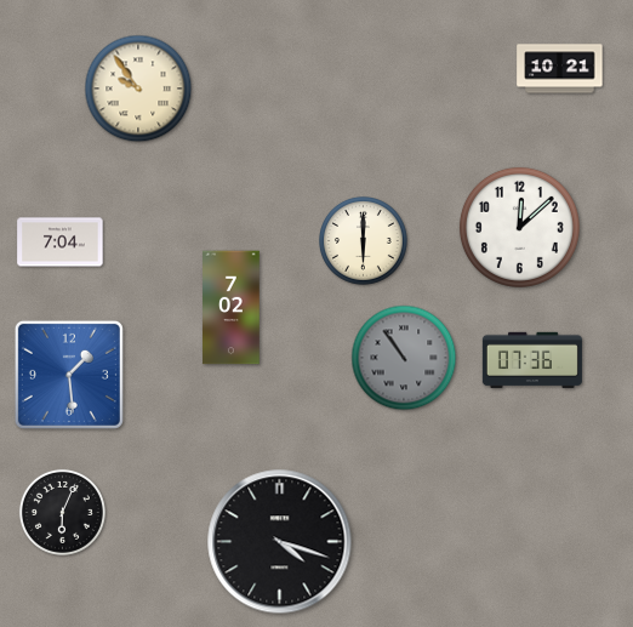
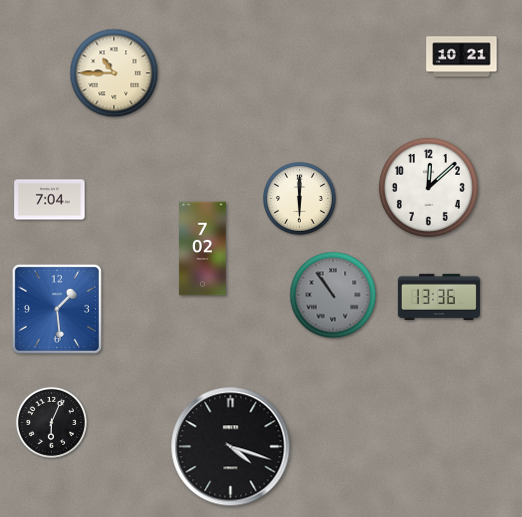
clock at (138, 89): 9:54 -> 10:45
clock at (232, 308) position: (232, 308) -> (203, 249)
clock at (532, 360): 07:36 -> 13:36
